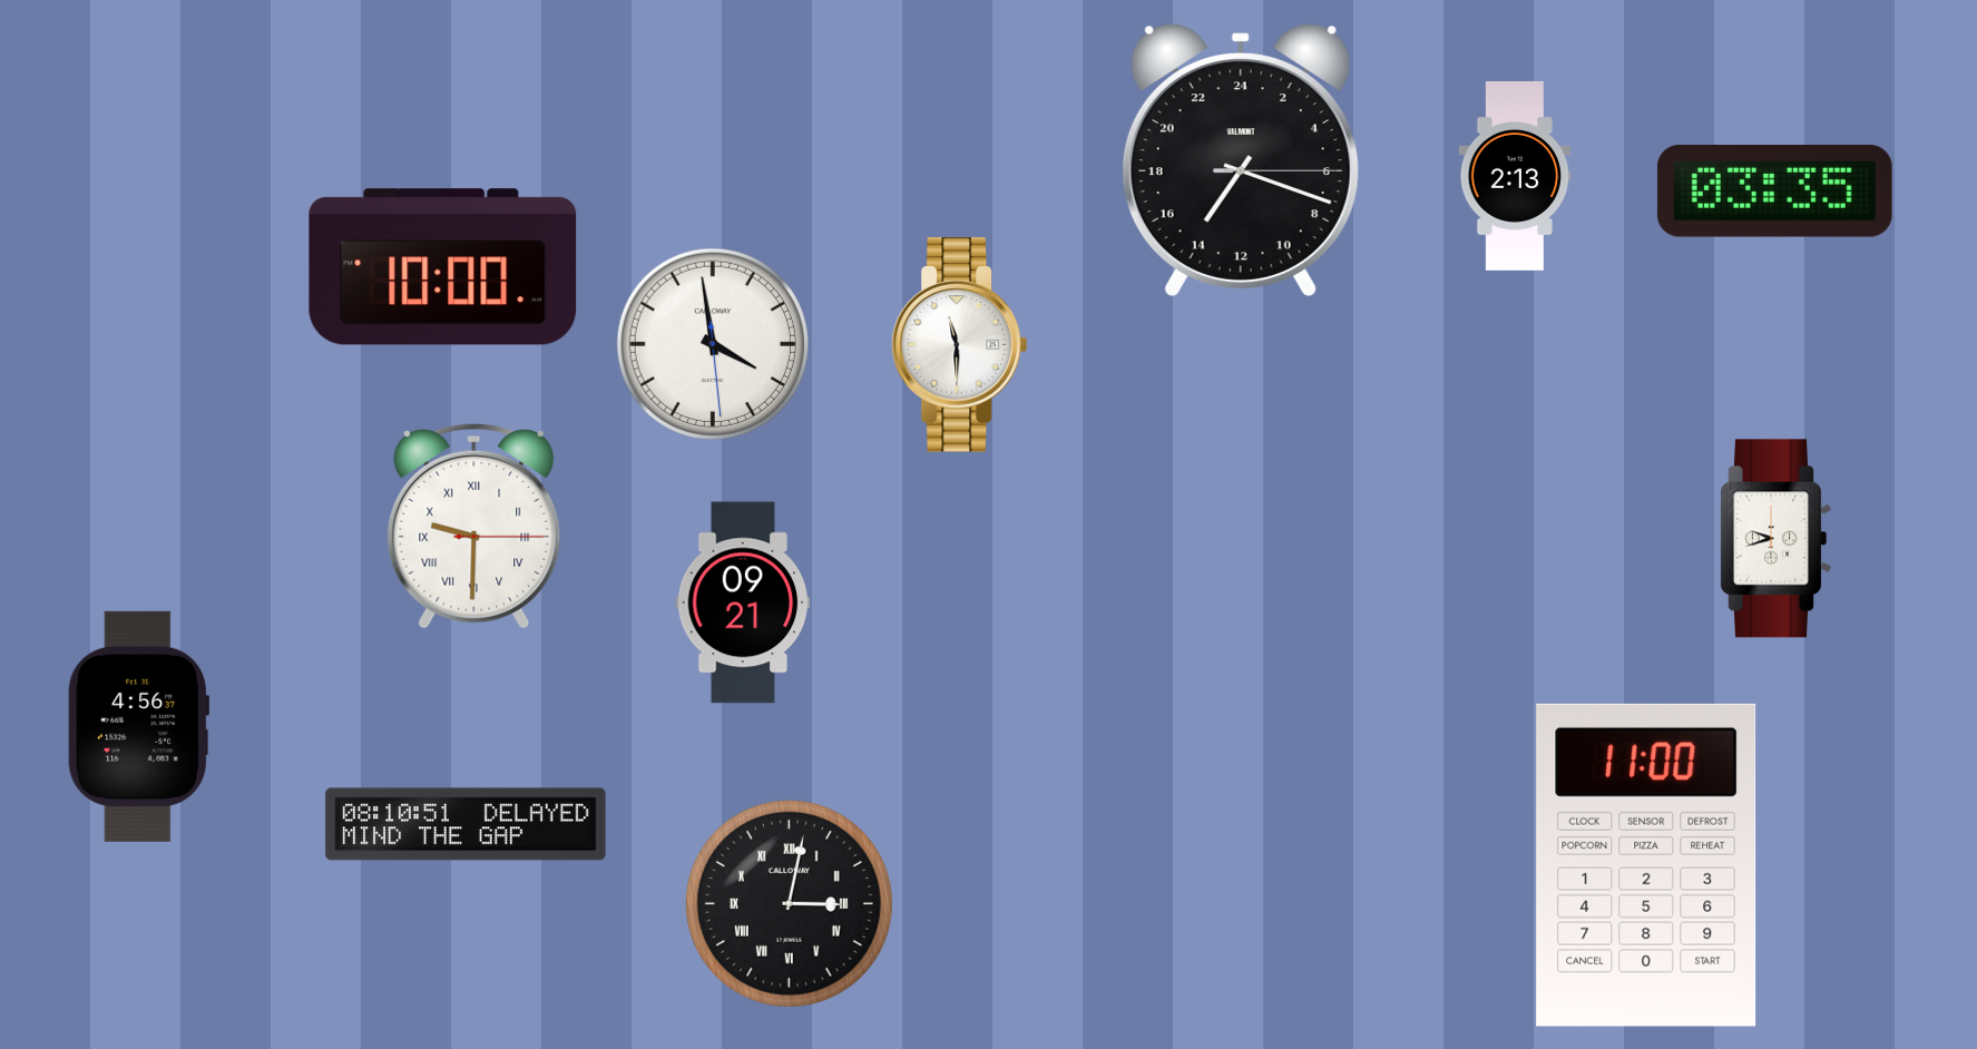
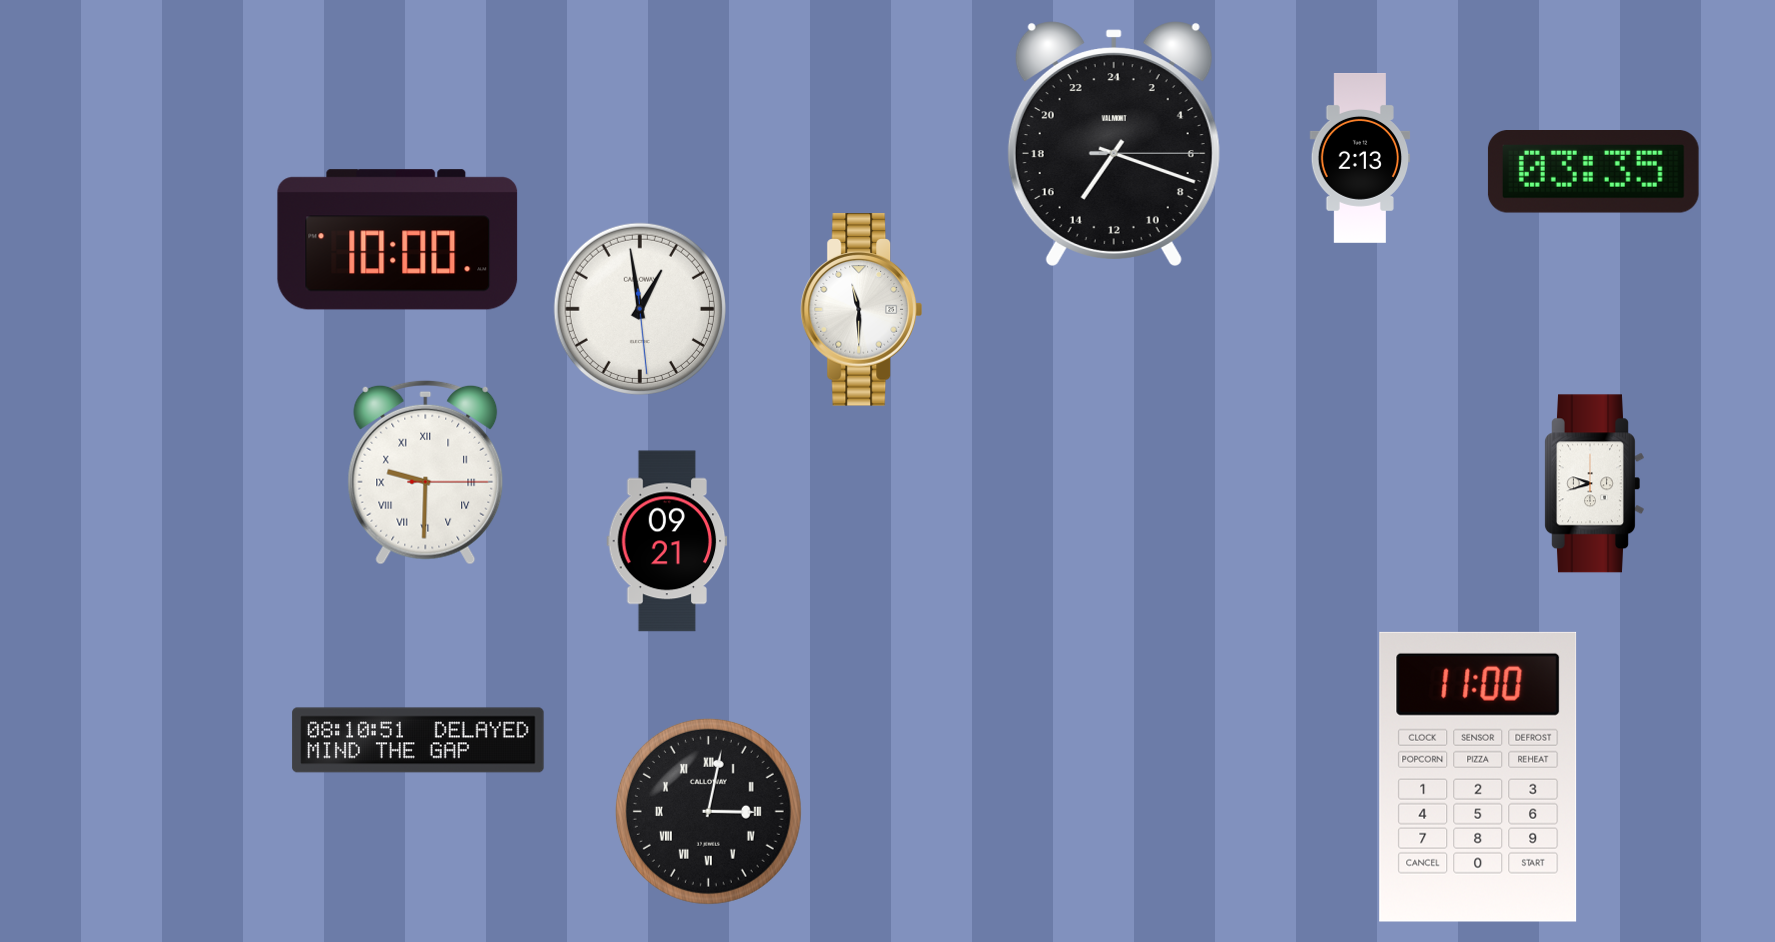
clock at (713, 344): 3:58 -> 12:58
clock at (139, 726): 4:56 -> none
